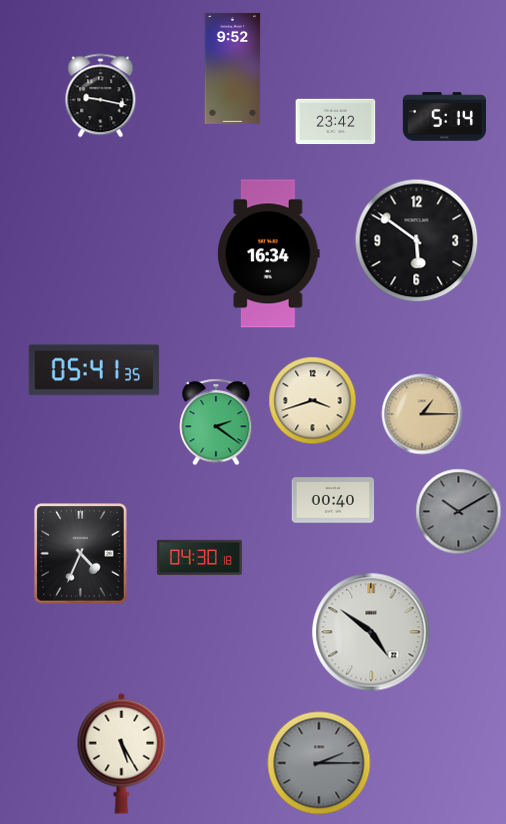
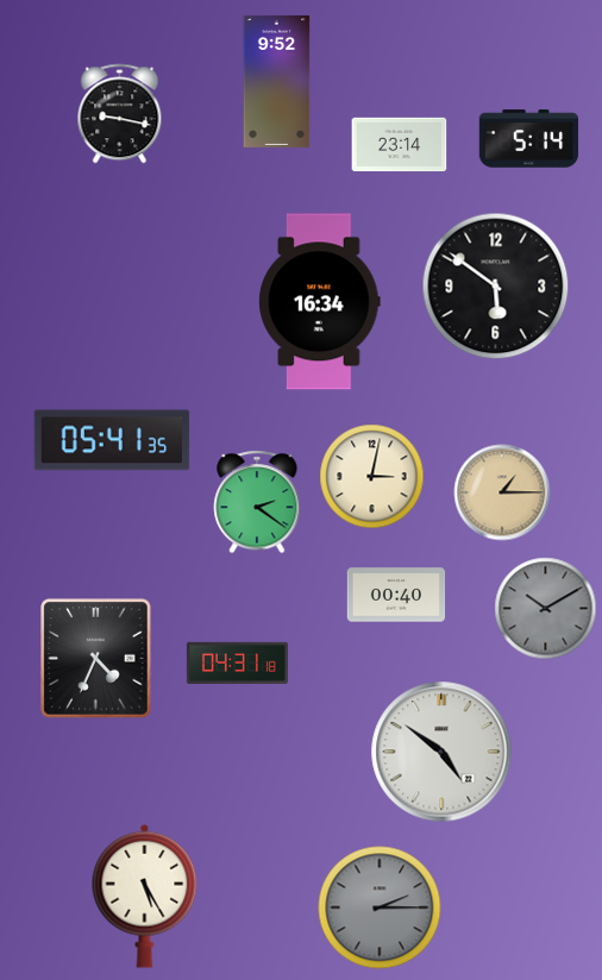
clock at (336, 122): 23:42 -> 23:14
clock at (313, 401): 3:42 -> 3:02
clock at (199, 557): 04:30 -> 04:31
